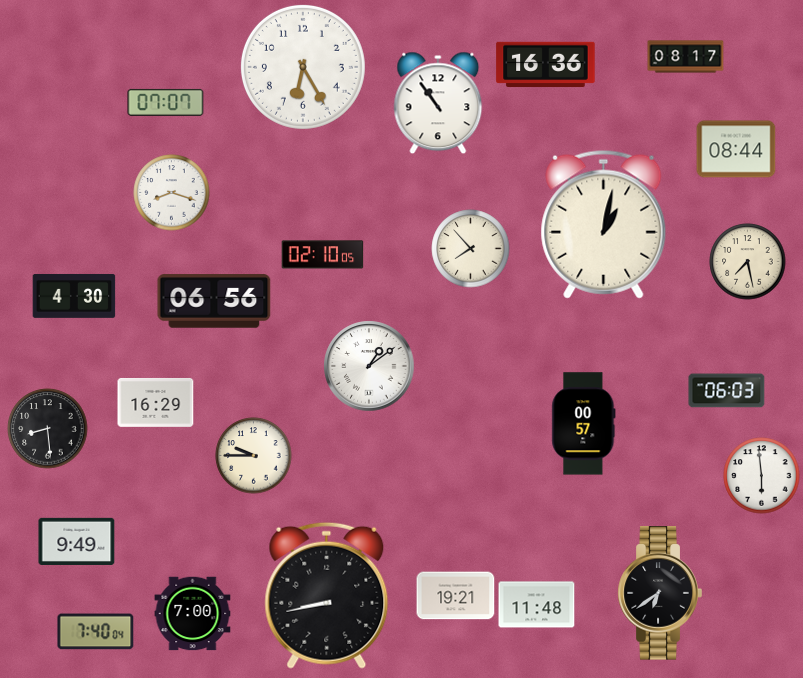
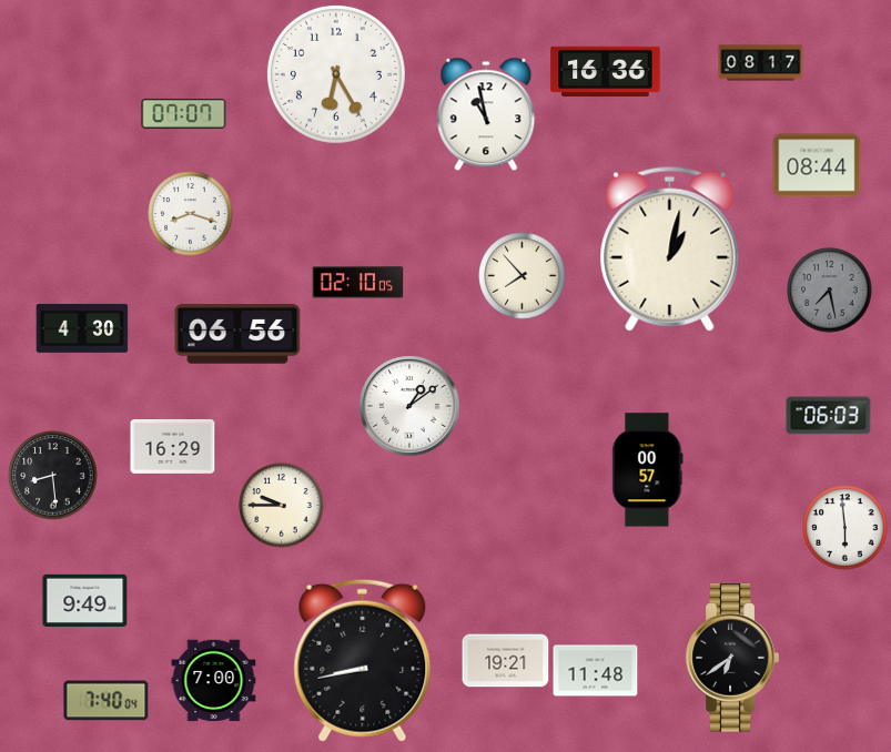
clock at (438, 103): 10:54 -> 10:58
clock at (748, 262) dial: cream -> grey
clock at (727, 391) position: (727, 391) -> (829, 416)
